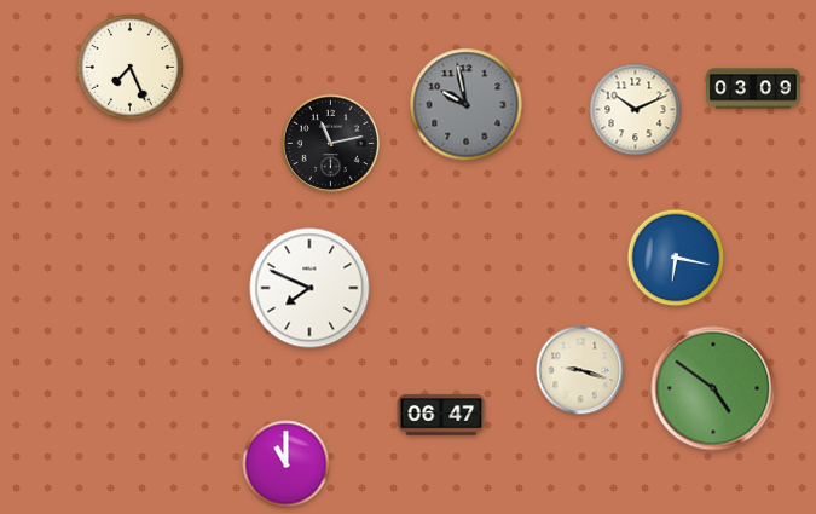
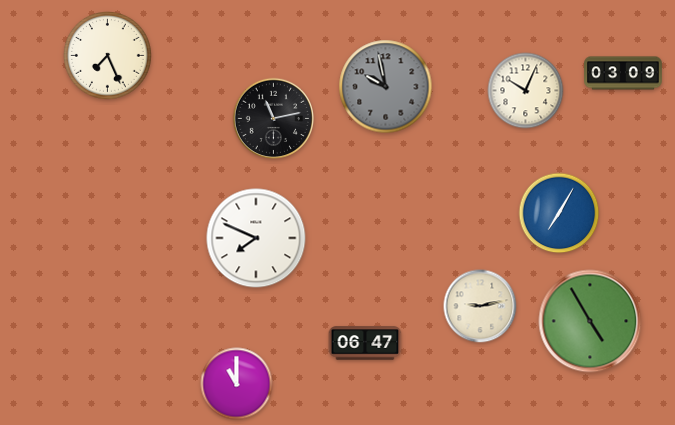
clock at (636, 110): 10:11 -> 10:04
clock at (676, 258): 6:17 -> 7:05
clock at (580, 370): 9:18 -> 9:13
clock at (713, 388): 4:51 -> 4:55
